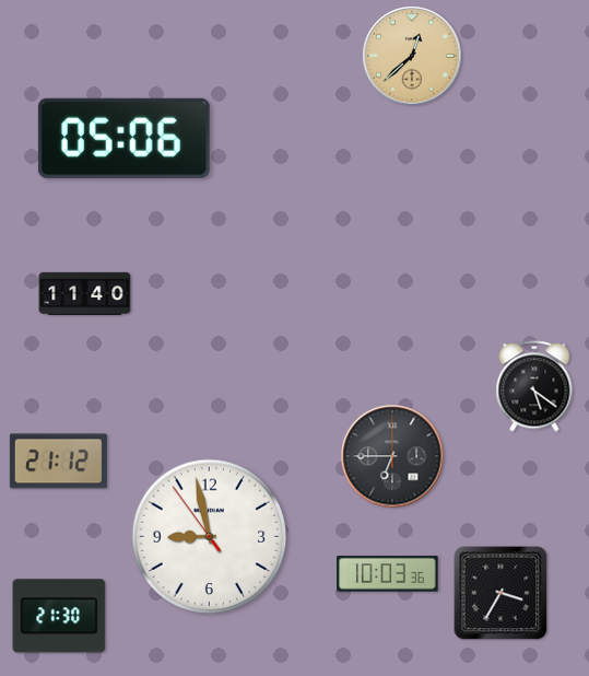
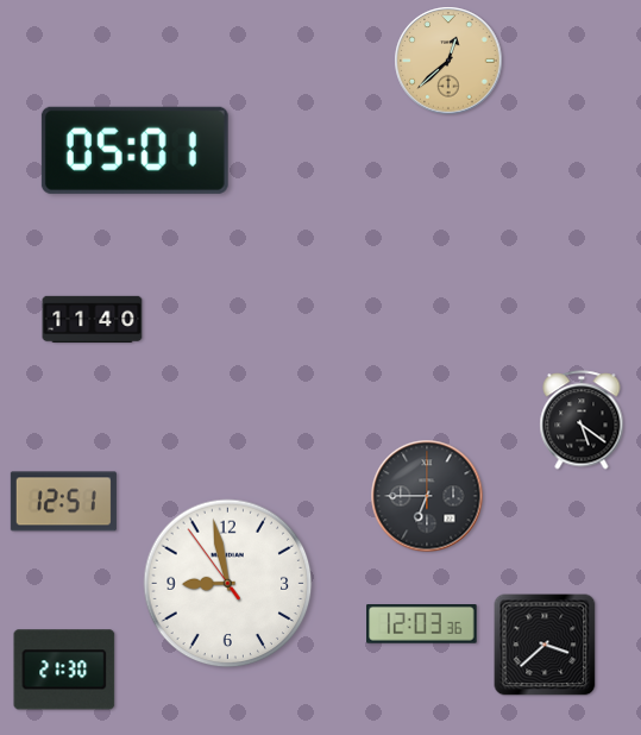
clock at (123, 138): 05:06 -> 05:01
clock at (58, 462): 21:12 -> 12:51
clock at (388, 574): 10:03 -> 12:03
clock at (500, 593): 3:35 -> 3:38
